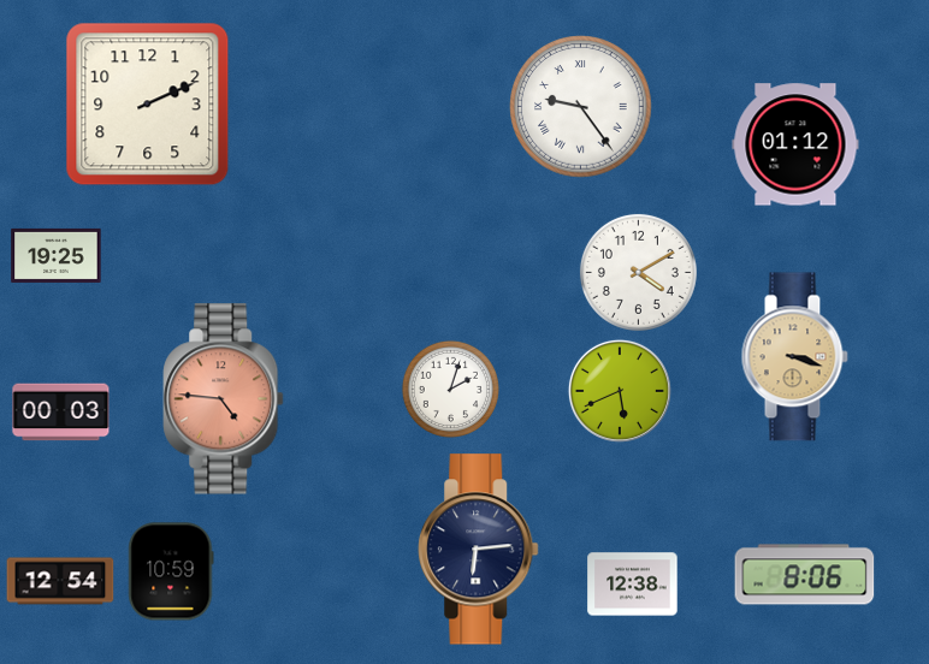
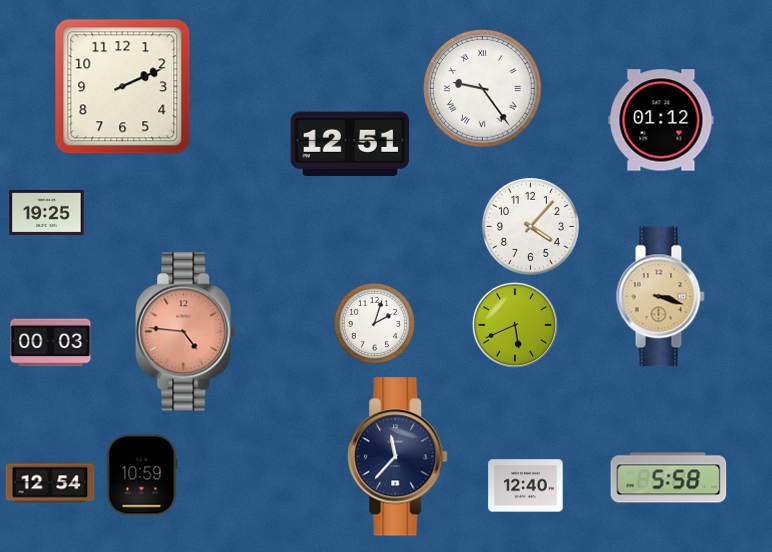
clock at (349, 144): none -> 12:51
clock at (638, 272): 4:10 -> 4:07
clock at (479, 550): 6:14 -> 11:37
clock at (805, 575): 8:06 -> 5:58
clock at (633, 585): 12:38 -> 12:40
